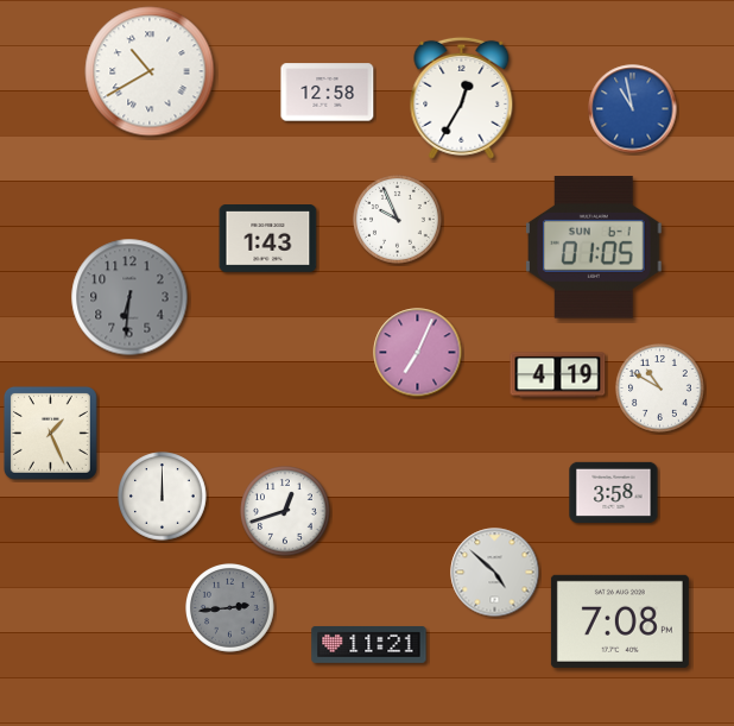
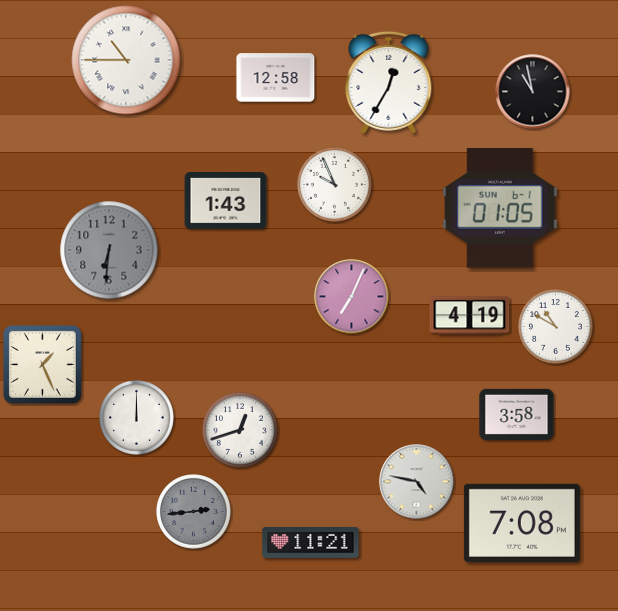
clock at (150, 71): 10:40 -> 10:45
clock at (633, 109) dial: blue -> black
clock at (495, 573): 4:52 -> 4:47
